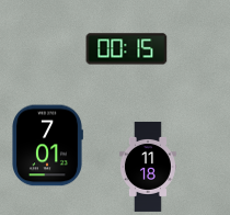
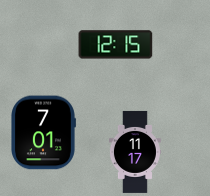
clock at (127, 49): 00:15 -> 12:15
clock at (148, 167): 11:18 -> 11:17
